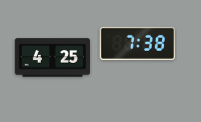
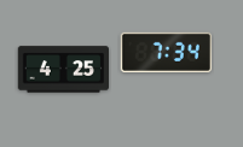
clock at (137, 43): 7:38 -> 7:34
